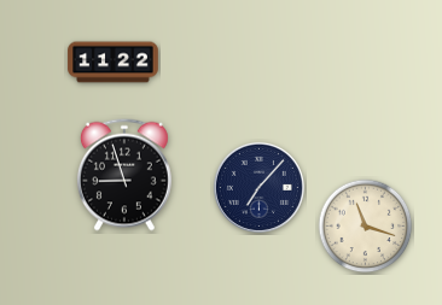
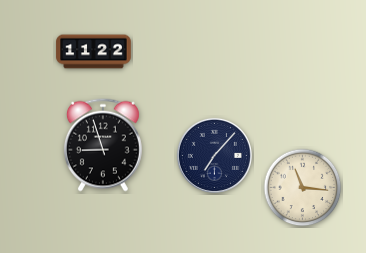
clock at (366, 227): 11:18 -> 11:16
